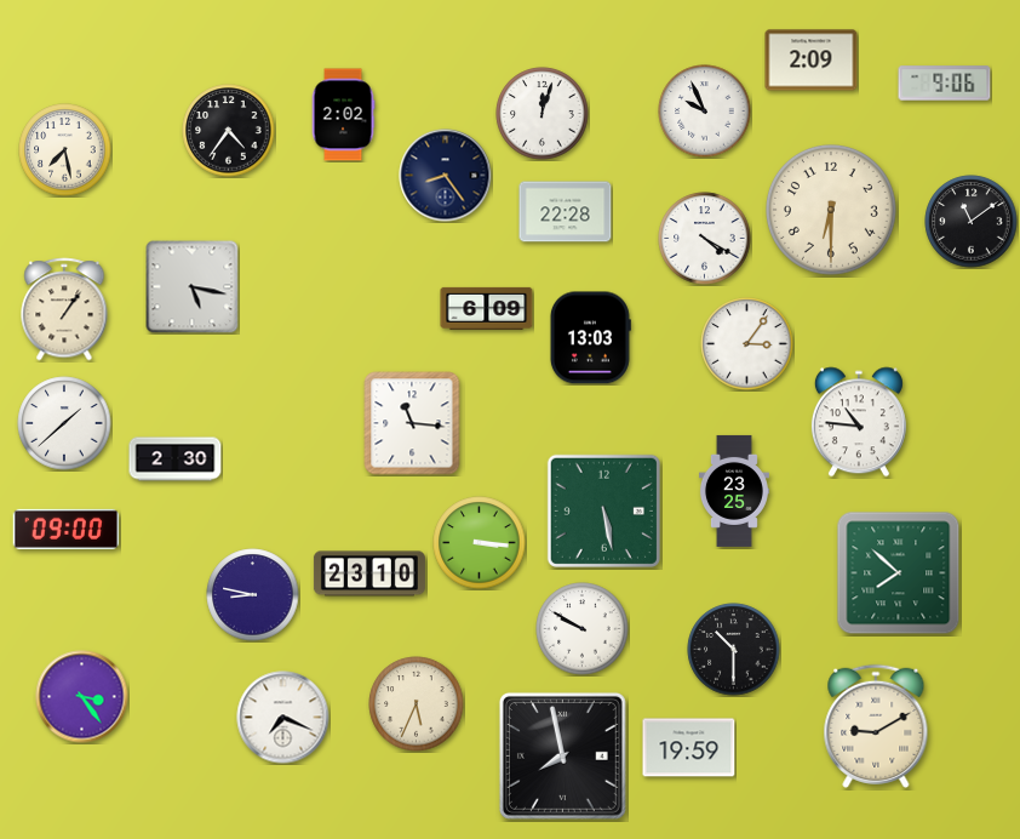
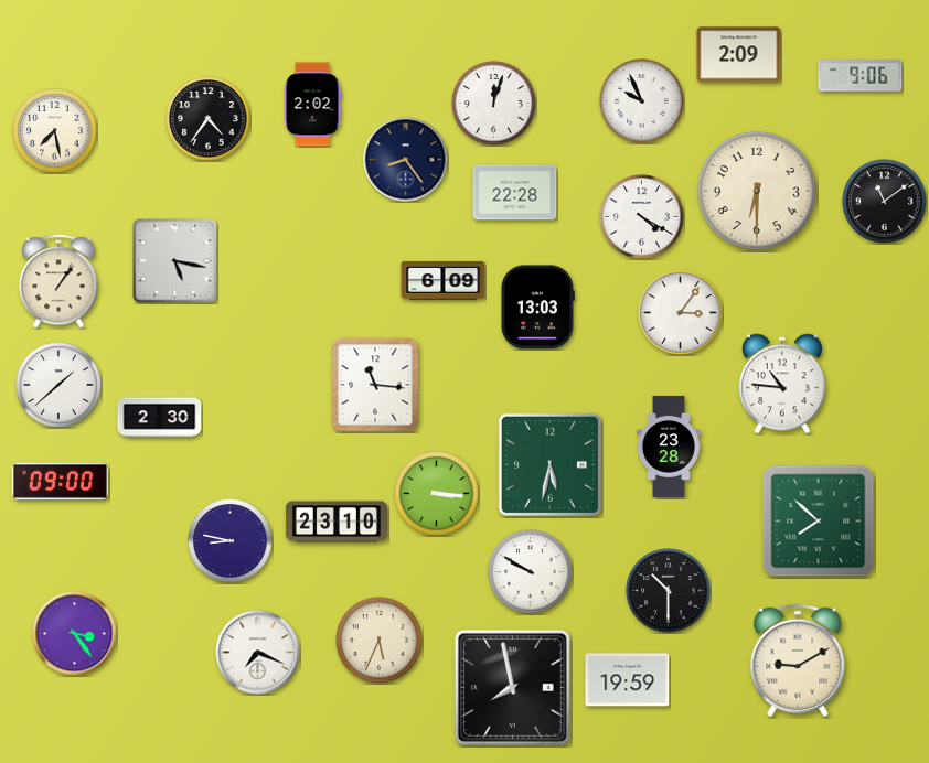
clock at (65, 150) position: (65, 150) -> (55, 131)
clock at (734, 491): 23:25 -> 23:28
clock at (603, 510): 5:28 -> 5:32
